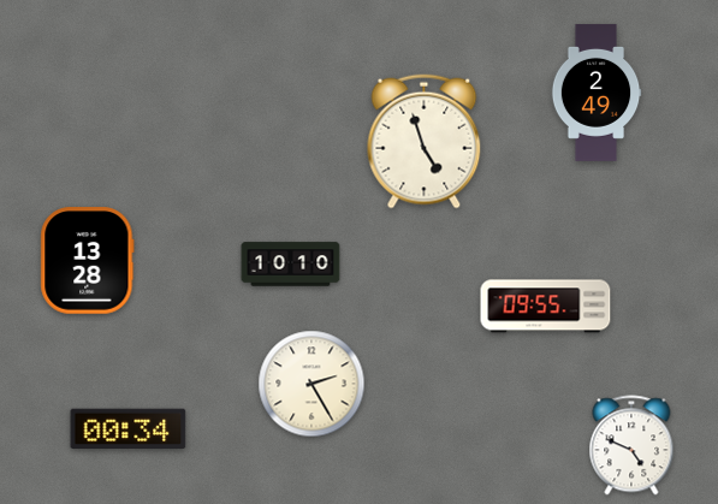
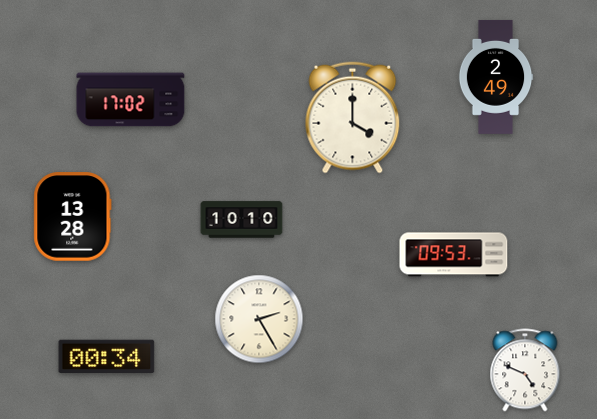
clock at (131, 100): none -> 17:02
clock at (425, 142): 4:57 -> 4:00
clock at (546, 307): 09:55 -> 09:53
